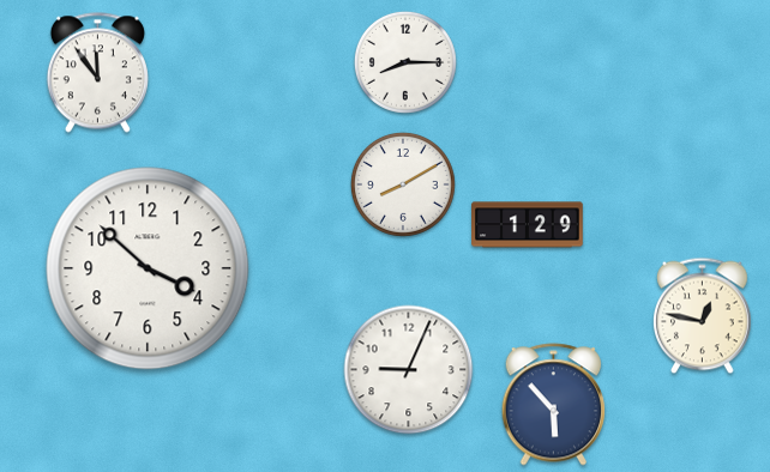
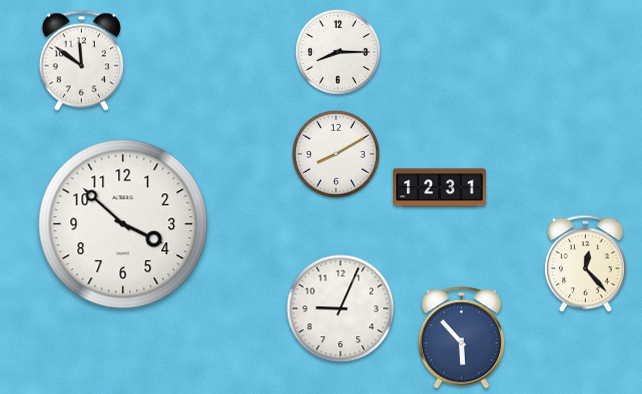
clock at (97, 73): 11:54 -> 11:51
clock at (528, 225): 1:29 -> 12:31
clock at (703, 316): 12:47 -> 12:23
